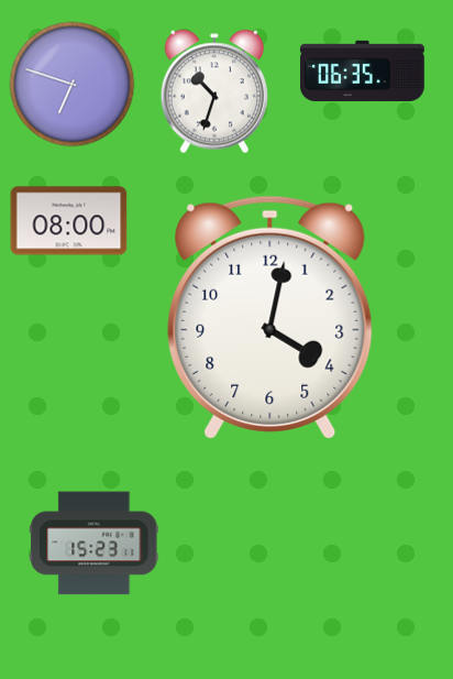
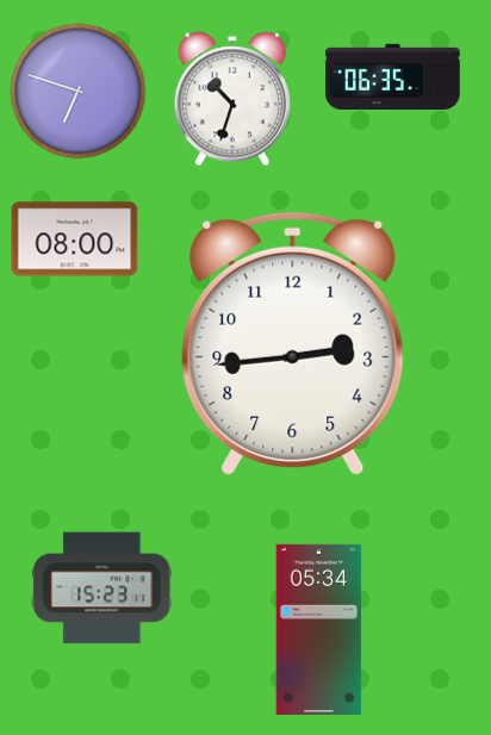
clock at (270, 317): 4:02 -> 2:44
clock at (319, 629): none -> 05:34
